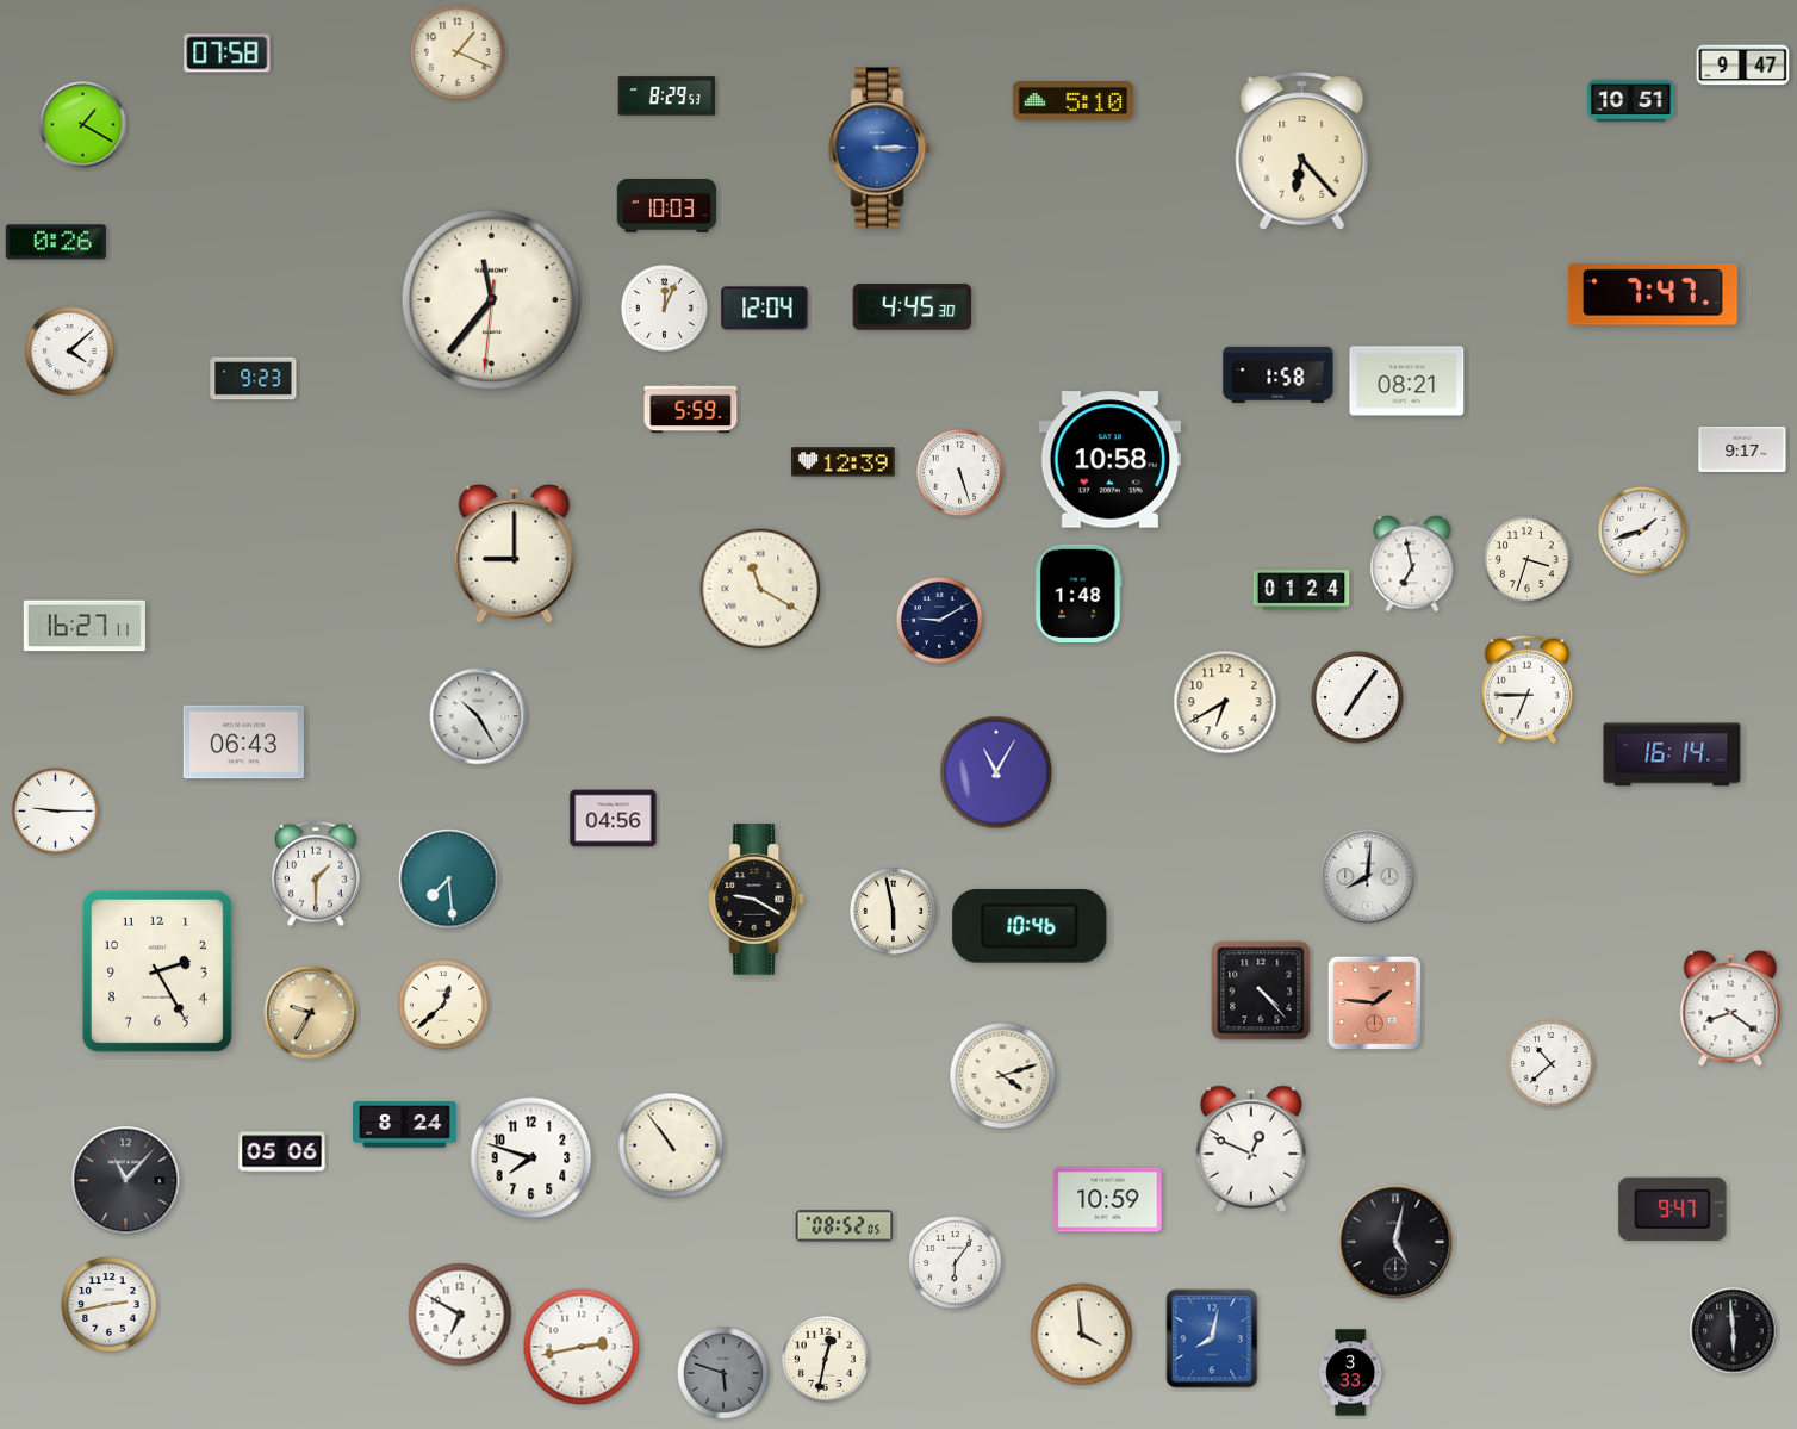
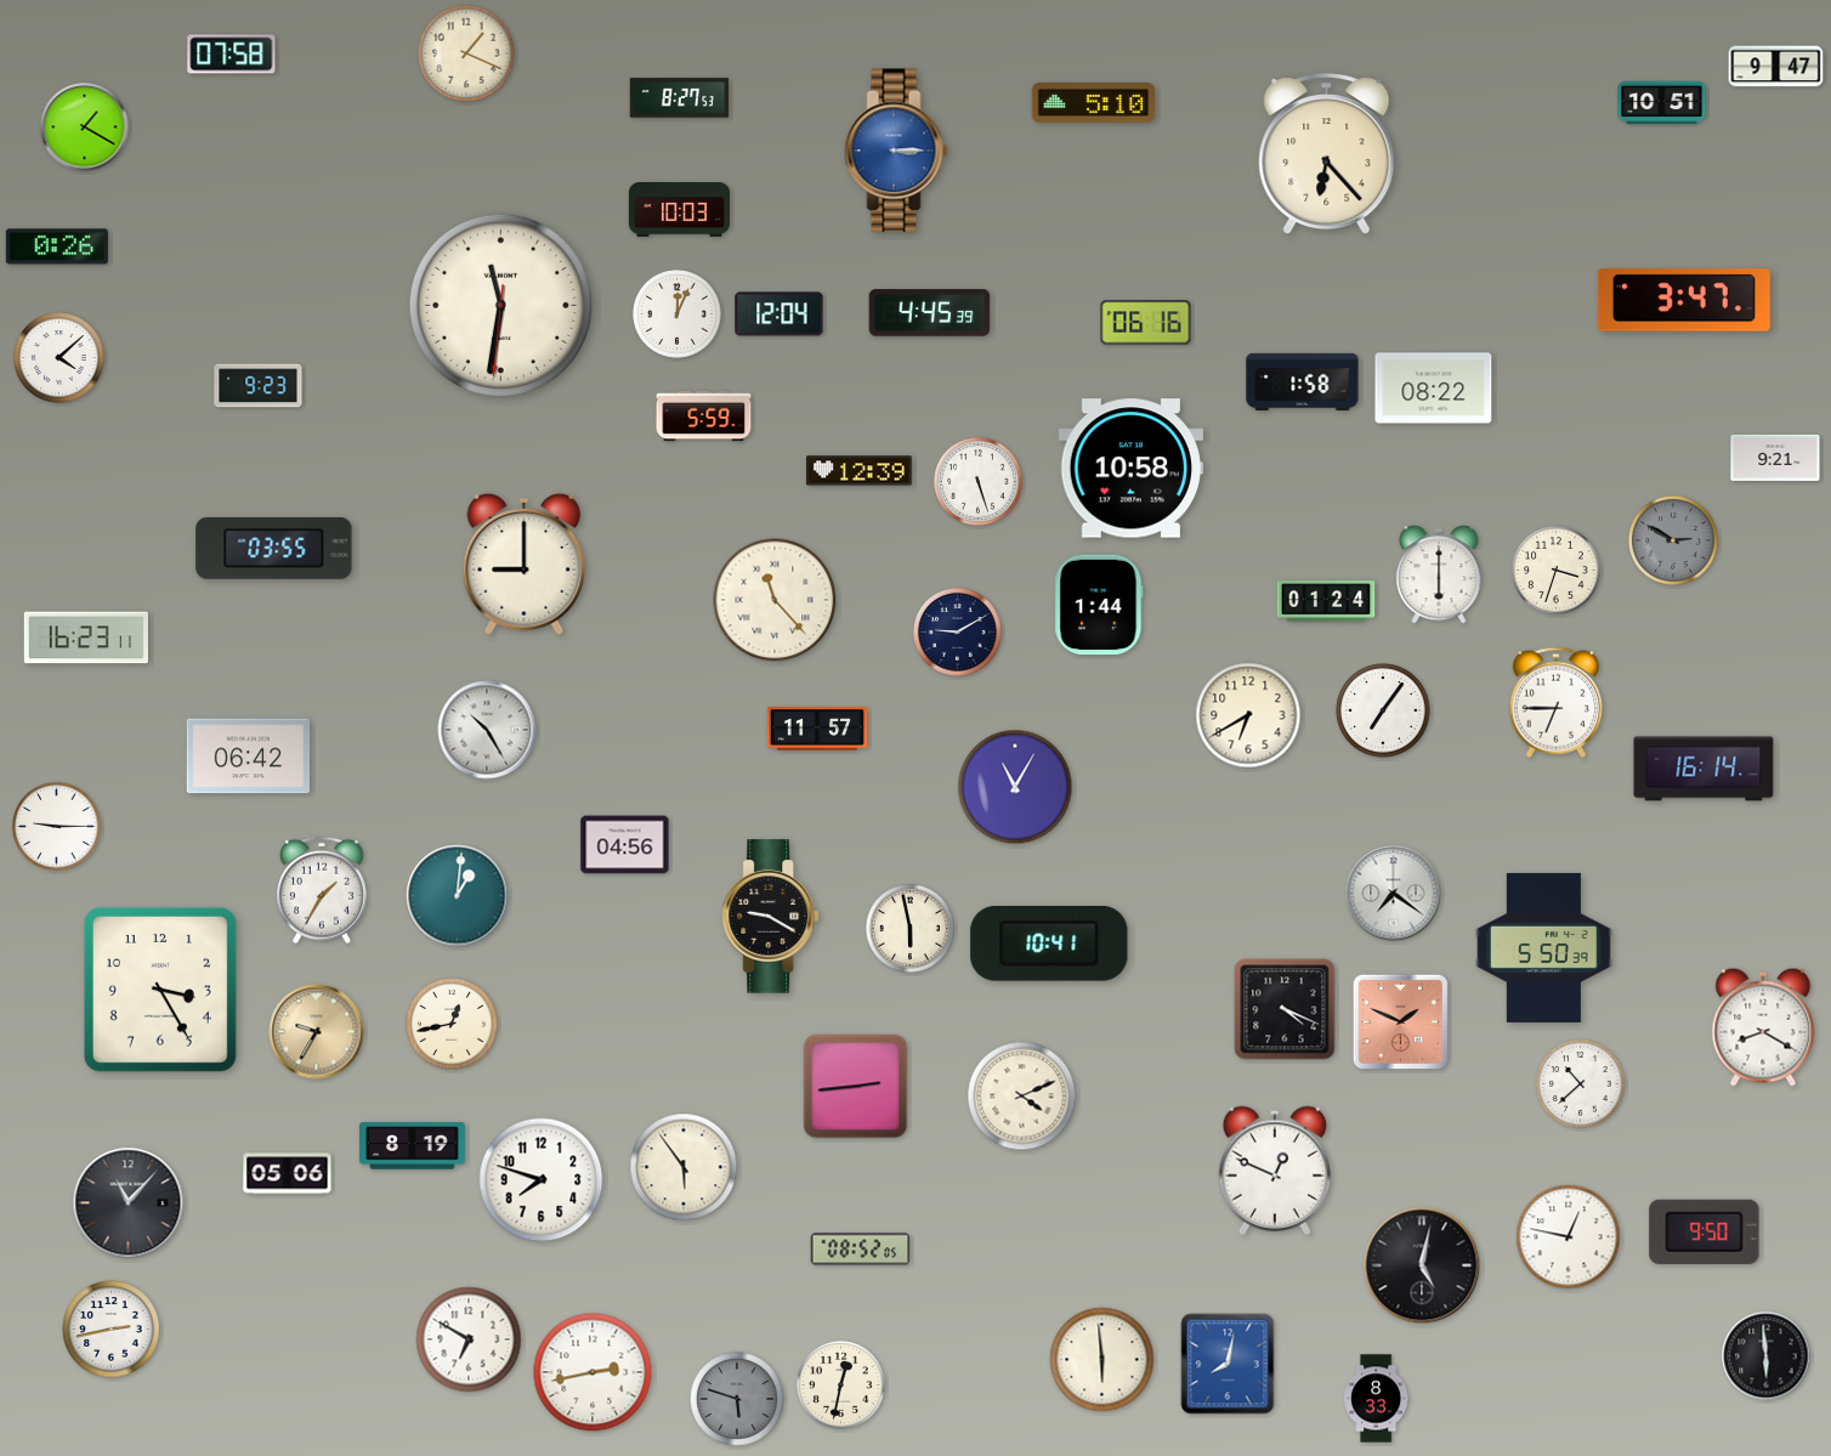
clock at (667, 97): 8:29 -> 8:27
clock at (1653, 294): 7:47 -> 3:47
clock at (492, 300): 11:36 -> 11:31
clock at (913, 307): 4:45:30 -> 4:45:39
clock at (1146, 323): none -> 06:16
clock at (70, 352) position: (70, 352) -> (59, 358)
clock at (1407, 381): 08:21 -> 08:22
clock at (1742, 449): 9:17 -> 9:21
clock at (1642, 530): 1:42 -> 2:50
clock at (1642, 530) dial: white -> grey
clock at (274, 548): none -> 03:55
clock at (1412, 564): 6:58 -> 6:00
clock at (760, 589): 11:20 -> 11:23
clock at (1078, 594): 1:48 -> 1:44
clock at (85, 626): 16:27 -> 16:23
clock at (817, 730): none -> 11:57
clock at (243, 743): 06:43 -> 06:42
clock at (614, 819) position: (614, 819) -> (625, 845)
clock at (317, 874): 1:30 -> 1:35
clock at (1368, 877): 8:01 -> 7:21
clock at (449, 880): 7:29 -> 1:01
clock at (1030, 926): 10:46 -> 10:41
clock at (1544, 947): none -> 5:50
clock at (157, 971): 2:25 -> 3:25
clock at (1261, 990): 4:23 -> 4:19
clock at (1374, 1002): 1:46 -> 1:49
clock at (443, 1005): 12:38 -> 12:43
clock at (1730, 1008): 8:21 -> 8:20
clock at (856, 1087): none -> 2:44
clock at (1003, 1076): 4:12 -> 4:11
clock at (405, 1125): 8:24 -> 8:19
clock at (671, 1145): 10:54 -> 5:54
clock at (1108, 1200): 10:59 -> none
clock at (1673, 1209): 9:47 -> 9:50
clock at (1569, 1237): none -> 12:47
clock at (956, 1263): 6:06 -> none
clock at (1082, 1335): 3:59 -> 5:59
clock at (1212, 1338) position: (1212, 1338) -> (1228, 1364)
clock at (1351, 1373): 3:33 -> 8:33
